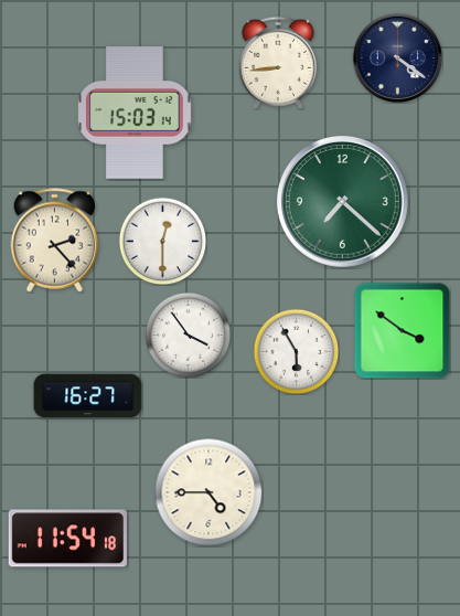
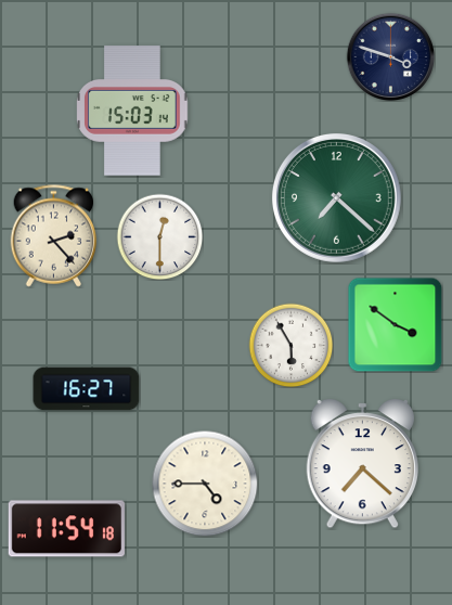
clock at (397, 57): 4:21 -> 3:48
clock at (278, 63): 8:44 -> none
clock at (188, 334): 3:54 -> none
clock at (362, 464): none -> 7:22
